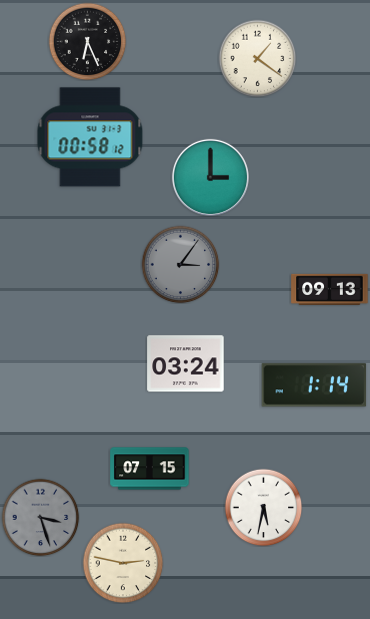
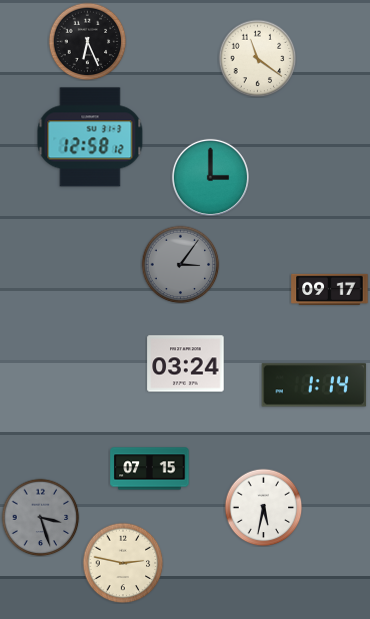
clock at (257, 58): 1:21 -> 11:21
clock at (90, 137): 00:58 -> 12:58
clock at (330, 289): 09:13 -> 09:17
